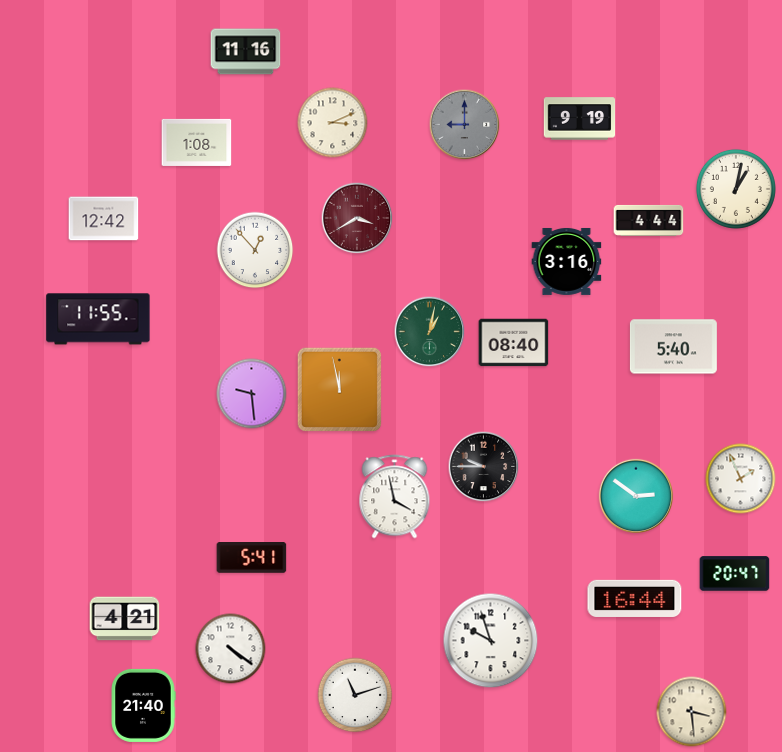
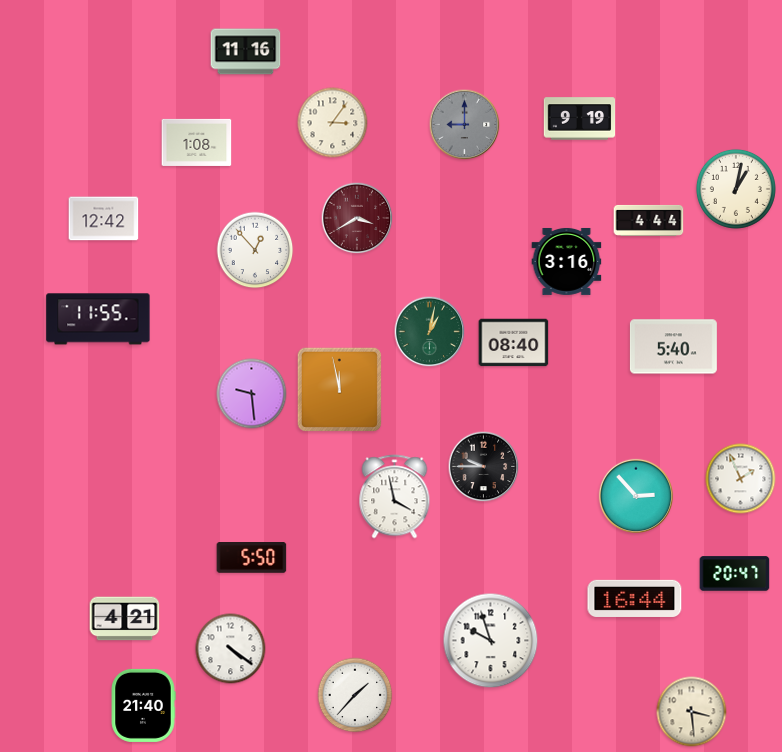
clock at (333, 123): 3:11 -> 3:06
clock at (636, 496): 2:51 -> 2:53
clock at (252, 558): 5:41 -> 5:50
clock at (355, 695): 11:12 -> 1:37
